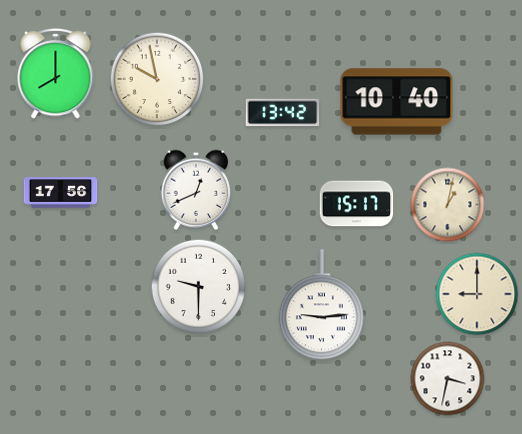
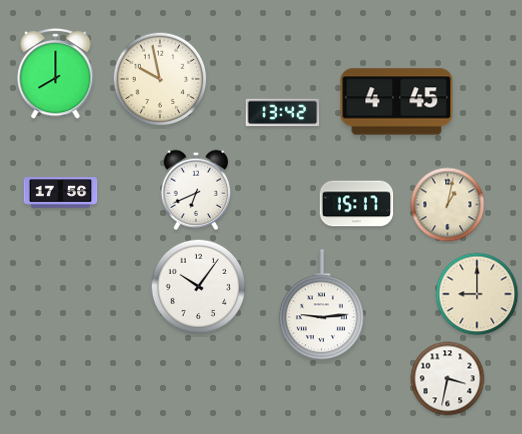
clock at (157, 79) position: (157, 79) -> (160, 79)
clock at (397, 102): 10:40 -> 4:45
clock at (196, 190): 12:41 -> 6:41
clock at (199, 287): 9:30 -> 10:06
